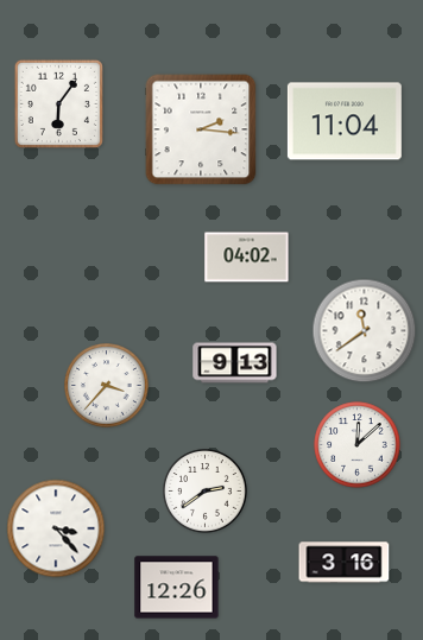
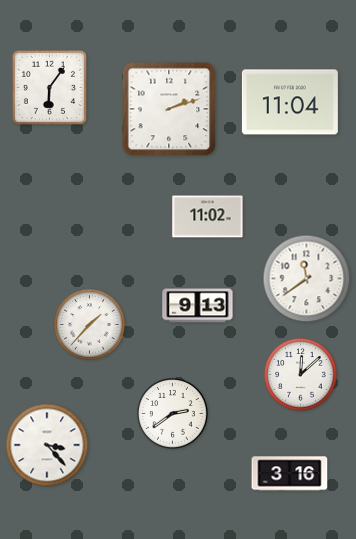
clock at (201, 129): 2:16 -> 2:12
clock at (247, 258): 04:02 -> 11:02
clock at (107, 386): 3:37 -> 1:37
clock at (177, 588): 12:26 -> none
